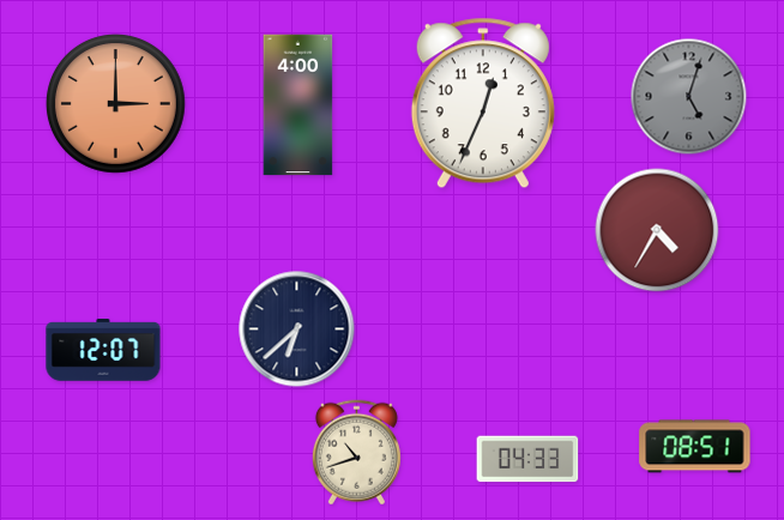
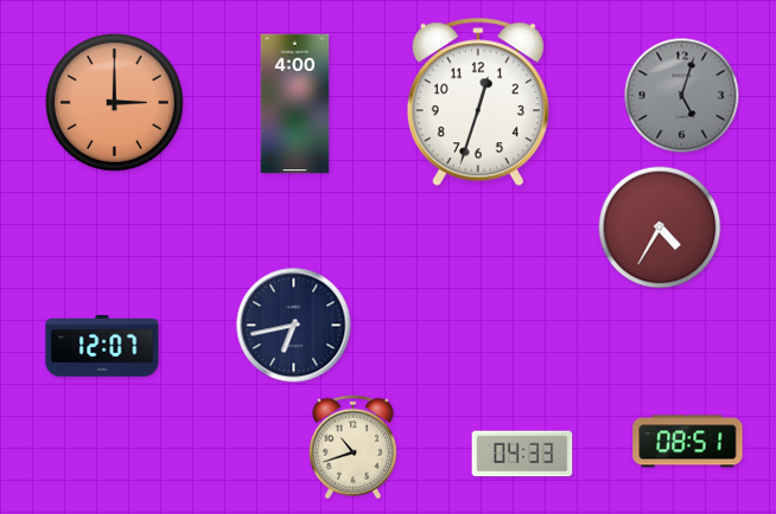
clock at (483, 103): 12:34 -> 12:33
clock at (657, 230) position: (657, 230) -> (660, 227)
clock at (297, 329): 6:38 -> 6:43
